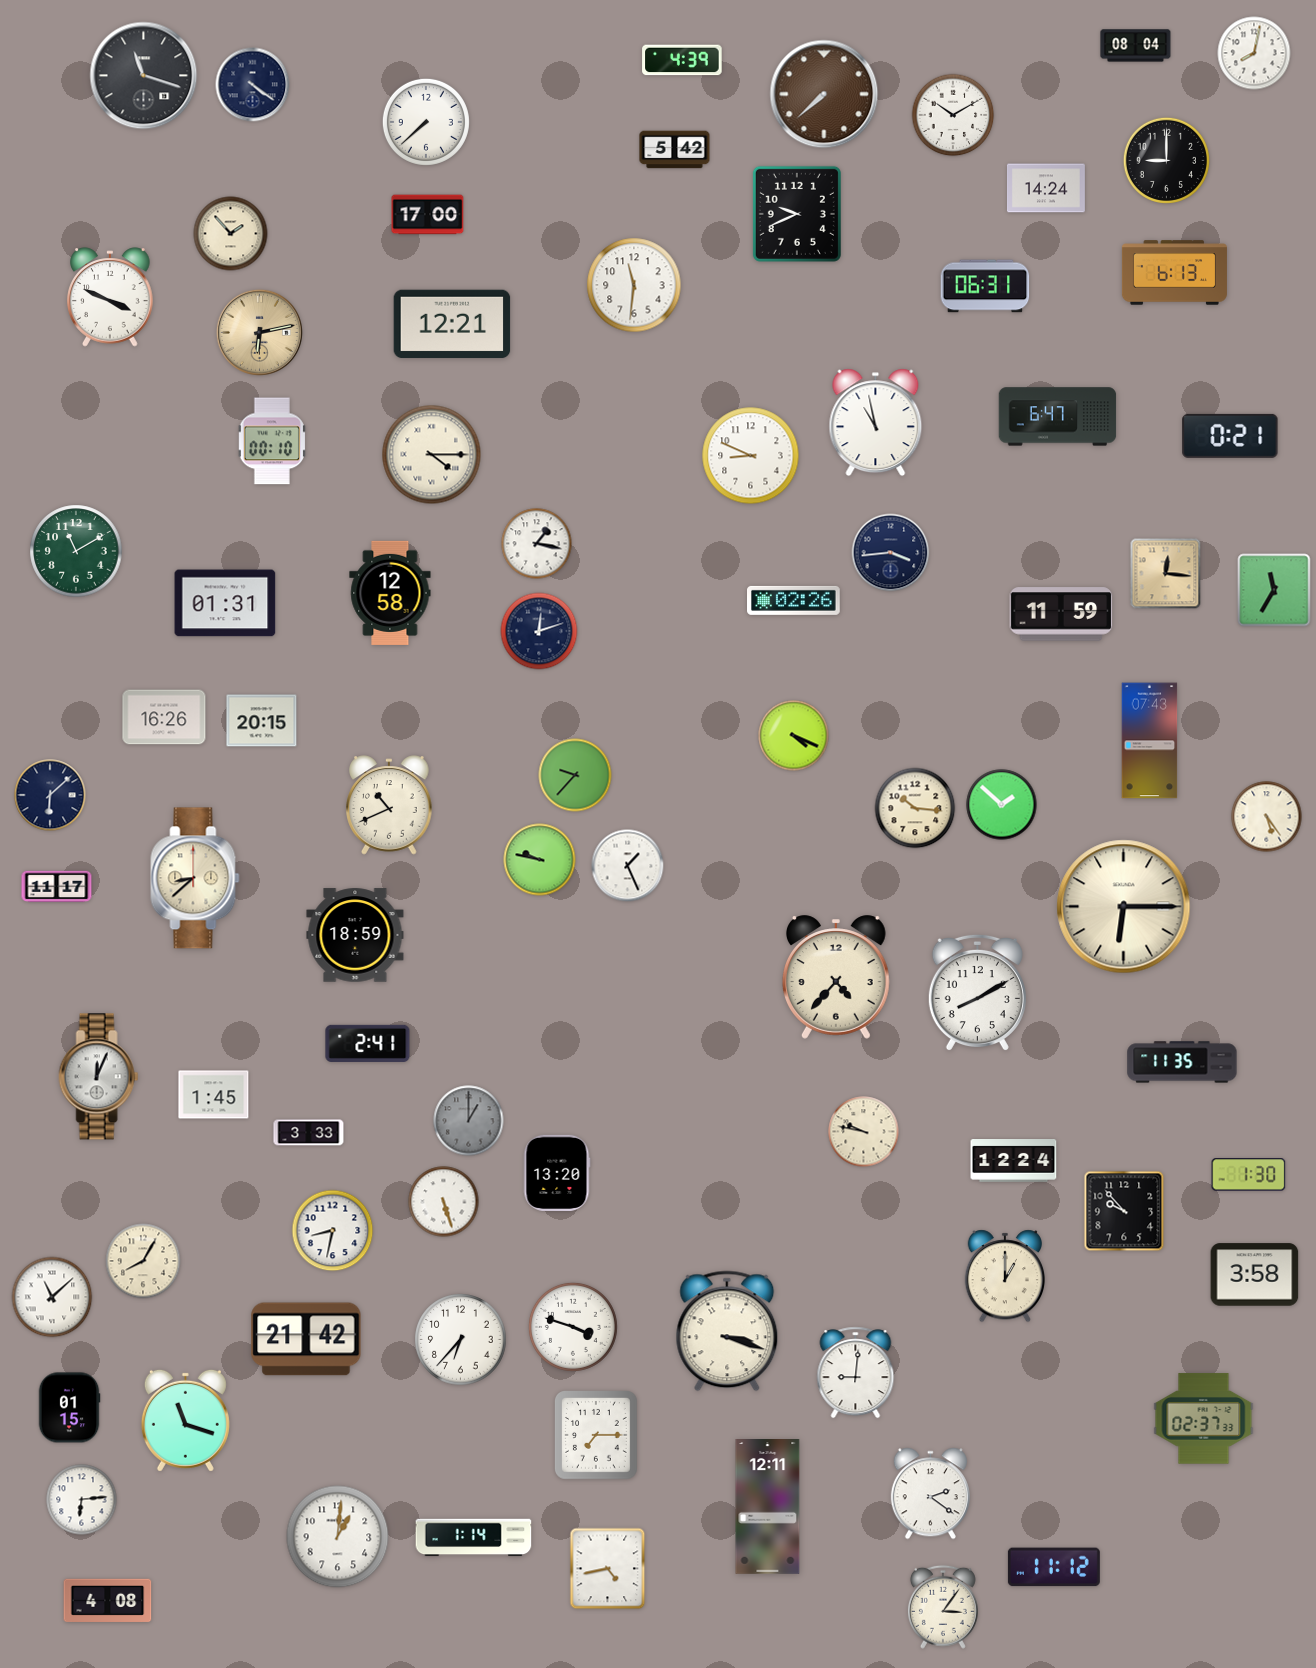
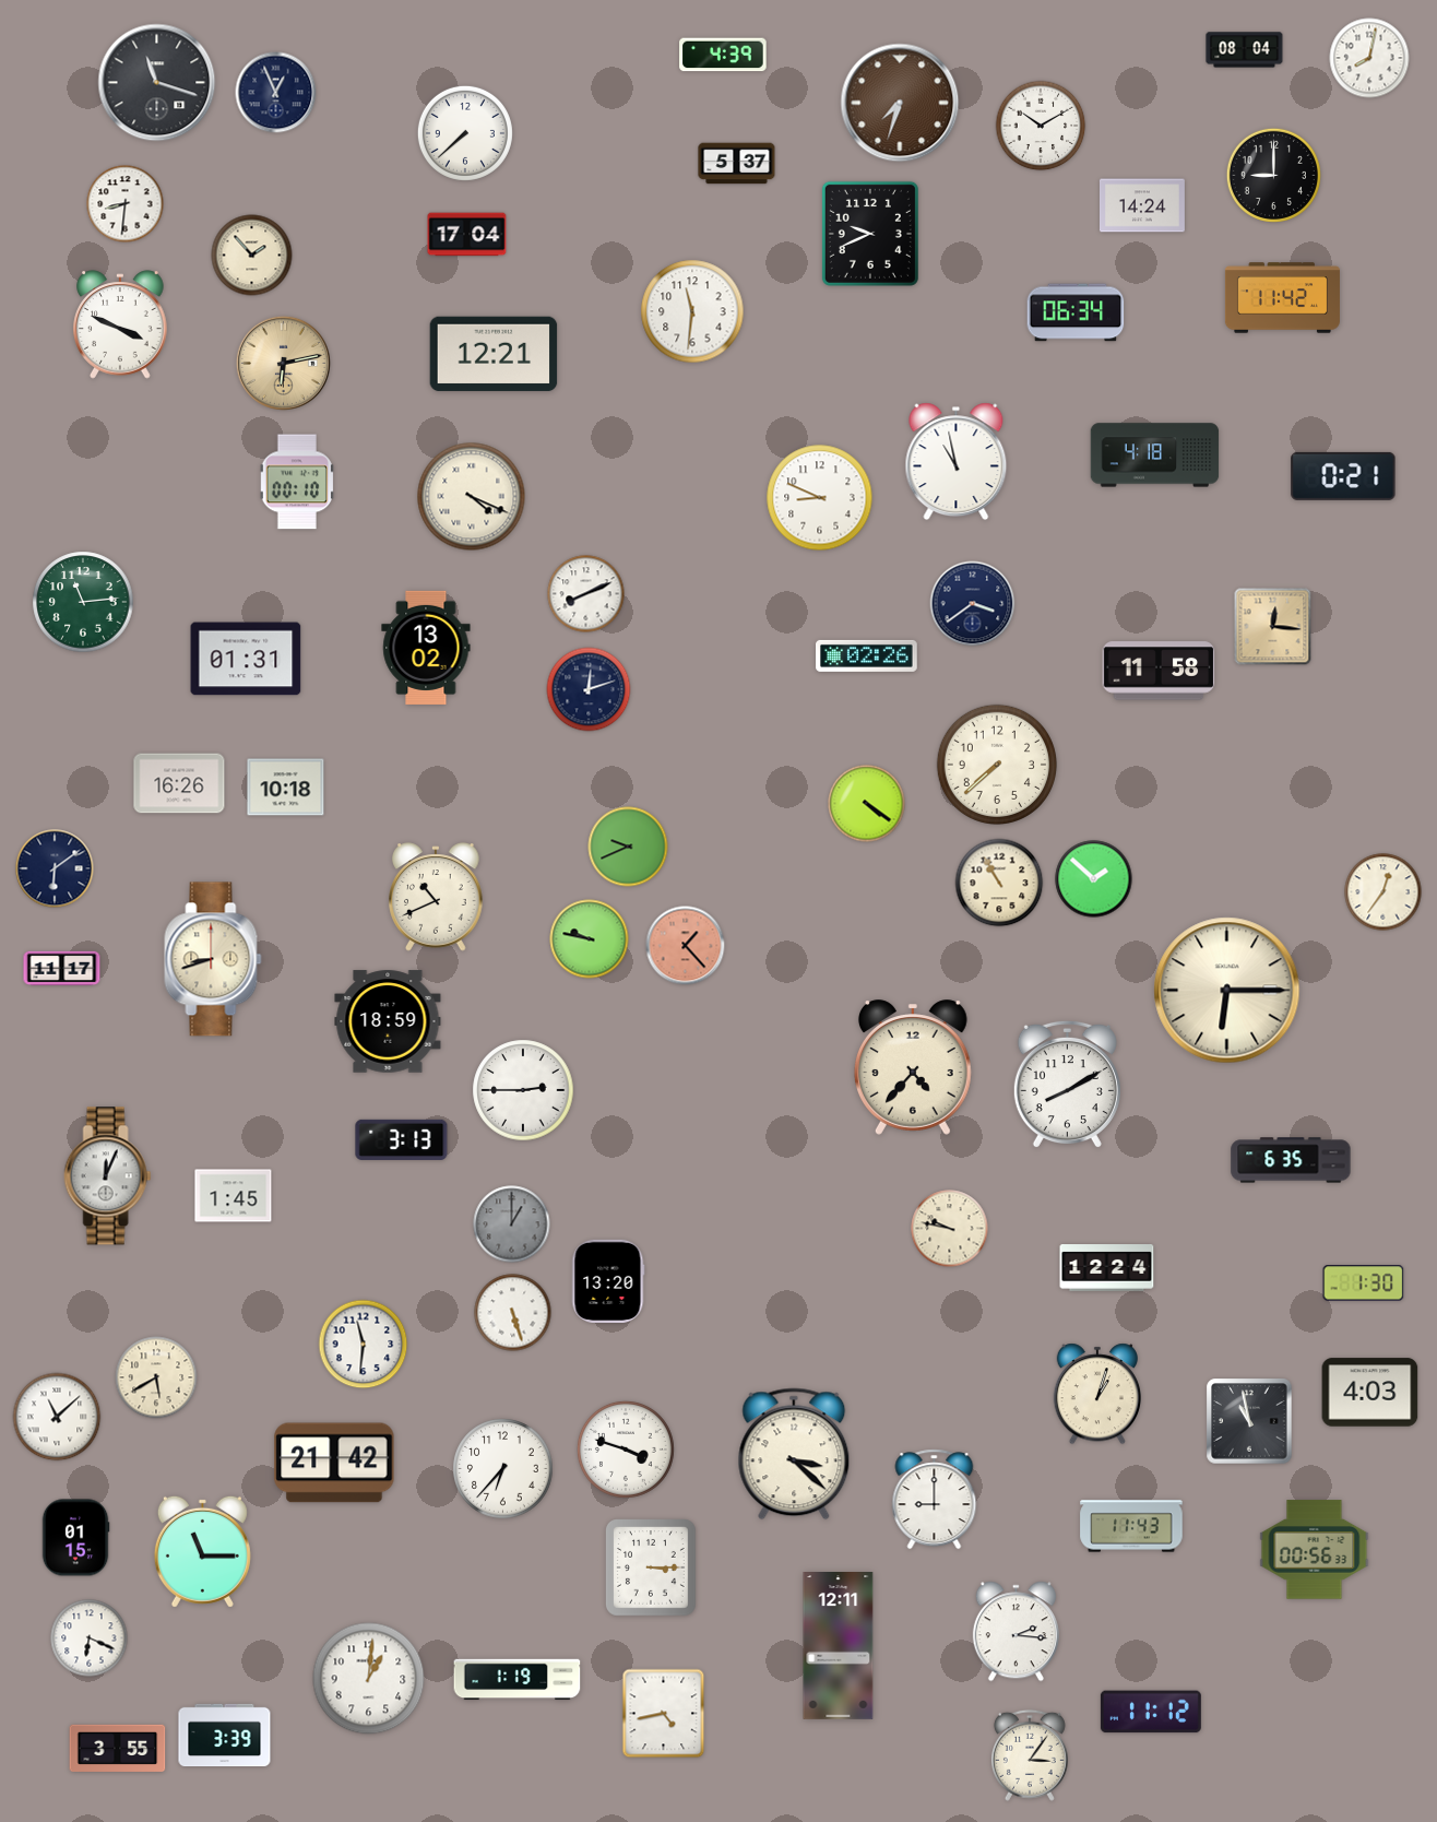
clock at (1136, 46) position: (1136, 46) -> (1245, 50)
clock at (682, 60) position: (682, 60) -> (723, 55)
clock at (253, 85): 4:21 -> 12:56
clock at (824, 94): 7:38 -> 7:33
clock at (675, 150): 5:42 -> 5:37
clock at (126, 204): none -> 8:31
clock at (428, 215): 17:00 -> 17:04
clock at (1174, 273): 6:13 -> 11:42
clock at (985, 286): 06:31 -> 06:34
clock at (1058, 417): 6:47 -> 4:18
clock at (432, 455): 4:15 -> 4:19
clock at (537, 544): 1:17 -> 8:11
clock at (76, 551): 11:10 -> 11:14
clock at (891, 553): 3:44 -> 3:39
clock at (1274, 590): 11:35 -> none
clock at (390, 593): 12:58 -> 13:02
clock at (1061, 614): 11:59 -> 11:58
clock at (996, 764): none -> 7:38
clock at (262, 721): 20:15 -> 10:18
clock at (794, 736): 4:19 -> 4:21
clock at (1150, 741): 07:43 -> none
clock at (575, 775): 9:37 -> 9:41
clock at (50, 795): 6:08 -> 6:09
clock at (389, 805) position: (389, 805) -> (436, 897)
clock at (915, 808): 10:16 -> 10:55
clock at (1267, 817): 5:24 -> 12:36
clock at (628, 866): 1:26 -> 1:23
clock at (628, 866) dial: white -> salmon
clock at (195, 878): 8:38 -> 8:42
clock at (523, 1090): none -> 2:45
clock at (368, 1043): 2:41 -> 3:13
clock at (1182, 1062): 11:35 -> 6:35
clock at (864, 1132) position: (864, 1132) -> (950, 1229)
clock at (309, 1133): 3:33 -> none
clock at (444, 1202) position: (444, 1202) -> (513, 1313)
clock at (1124, 1211): 9:53 -> none
clock at (333, 1231): 8:32 -> 11:31
clock at (143, 1261): 8:05 -> 5:40
clock at (1255, 1275): 3:58 -> 4:03
clock at (1004, 1276): 1:00 -> 1:03
clock at (1249, 1421): none -> 10:58
clock at (727, 1331): 3:18 -> 3:22
clock at (461, 1340) position: (461, 1340) -> (503, 1469)
clock at (856, 1373): 9:01 -> 9:00
clock at (1131, 1526): none -> 11:43
clock at (1204, 1419): 02:37 -> 00:56
clock at (185, 1420): 11:18 -> 11:15
clock at (597, 1436): 7:15 -> 3:15
clock at (930, 1494): 2:21 -> 2:16
clock at (82, 1500): 6:14 -> 6:19
clock at (474, 1538): 1:14 -> 1:19
clock at (225, 1736): none -> 3:39
clock at (108, 1601): 4:08 -> 3:55
